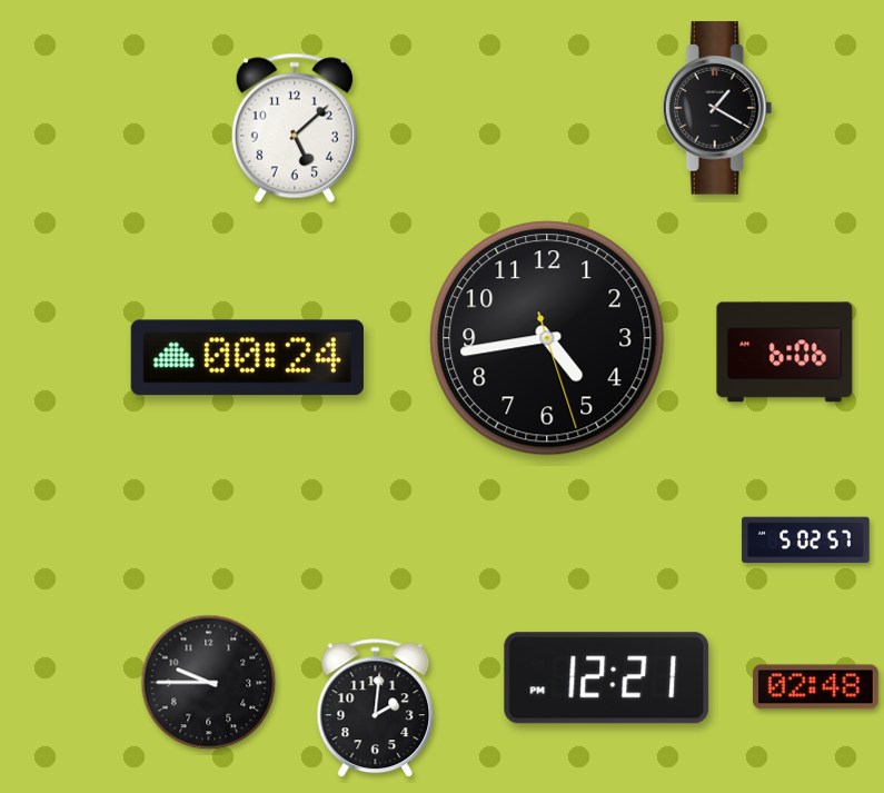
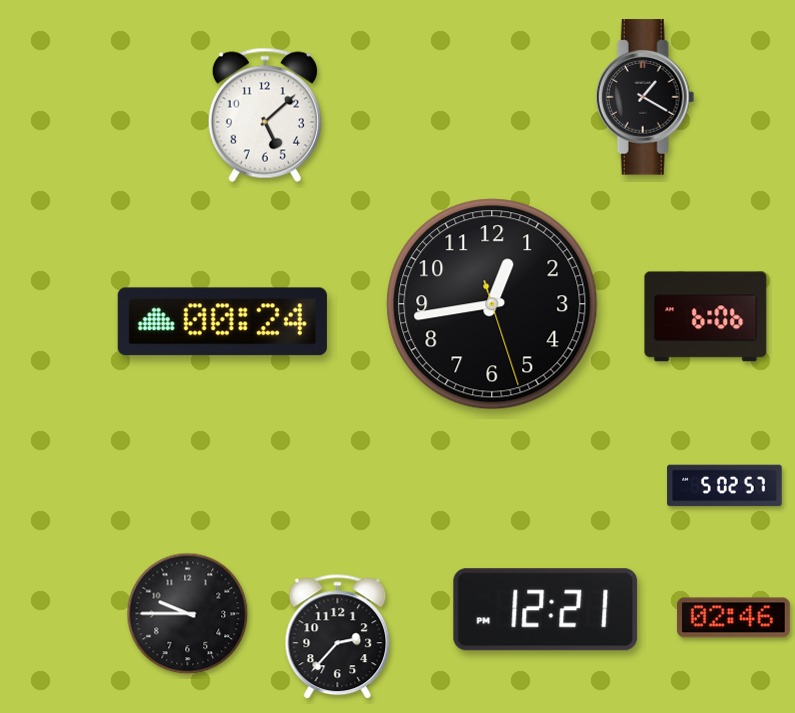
clock at (547, 338): 4:43 -> 12:43
clock at (815, 687): 02:48 -> 02:46
clock at (376, 708): 2:01 -> 2:37
